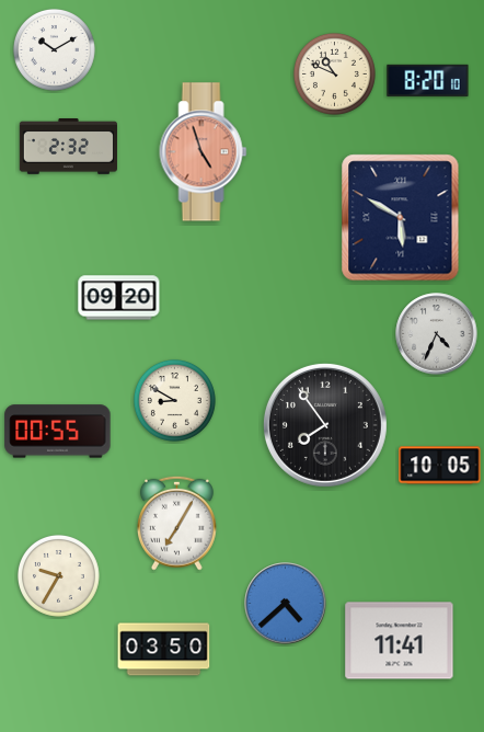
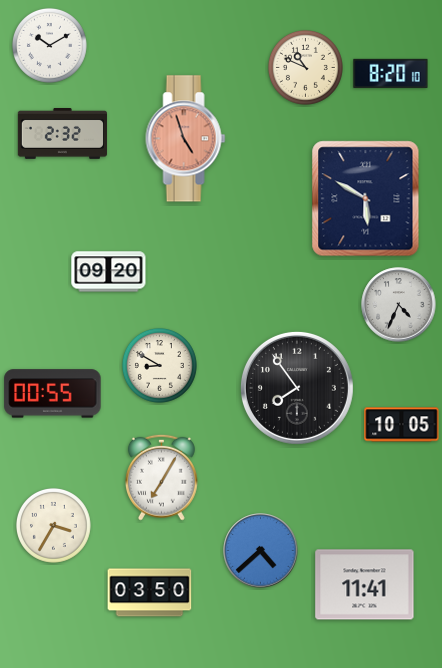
clock at (58, 575): 9:35 -> 3:35
